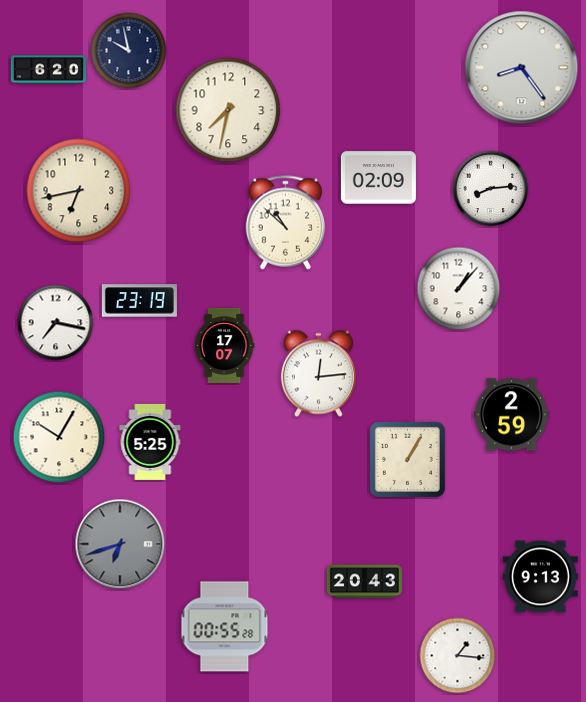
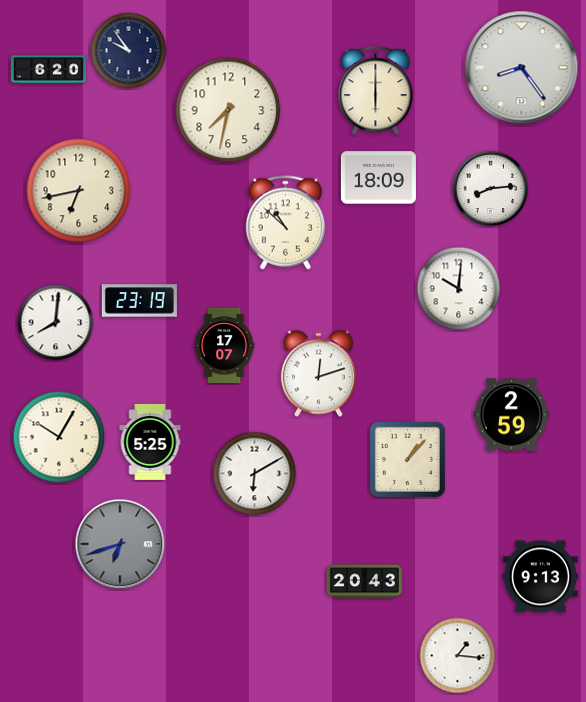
clock at (129, 51): 9:58 -> 9:54
clock at (376, 91): none -> 6:00
clock at (378, 178): 02:09 -> 18:09
clock at (459, 289): 1:07 -> 10:01
clock at (56, 323): 7:17 -> 8:01
clock at (318, 374): 12:14 -> 12:12
clock at (407, 459): 1:05 -> 1:07
clock at (255, 474): none -> 6:10
clock at (225, 627): 00:55 -> none
